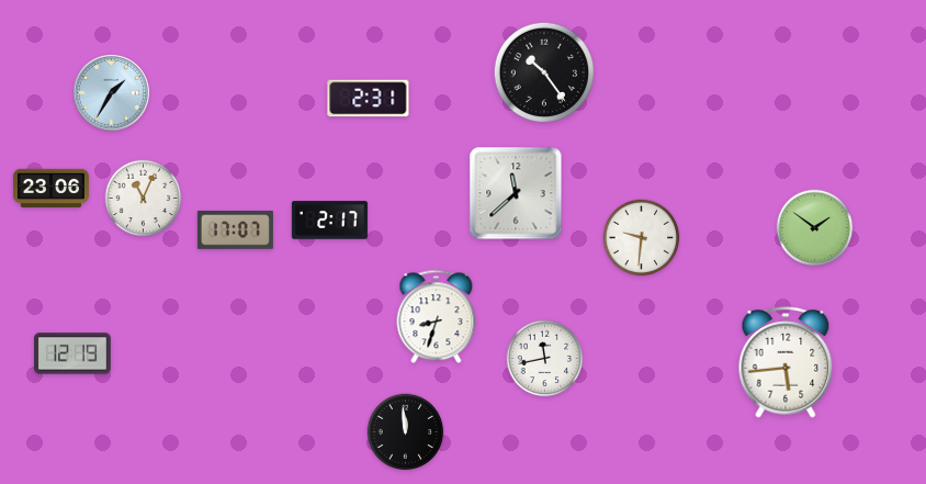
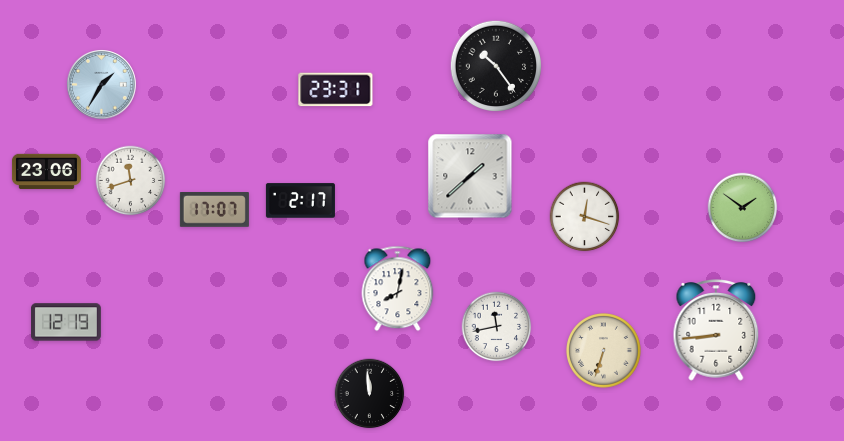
clock at (369, 99): 2:31 -> 23:31
clock at (516, 193): 11:38 -> 1:38
clock at (144, 199): 11:04 -> 11:42
clock at (642, 238): 9:31 -> 12:18
clock at (437, 317): 8:33 -> 8:02
clock at (786, 362): 5:44 -> 8:44
clock at (604, 351): none -> 6:33
